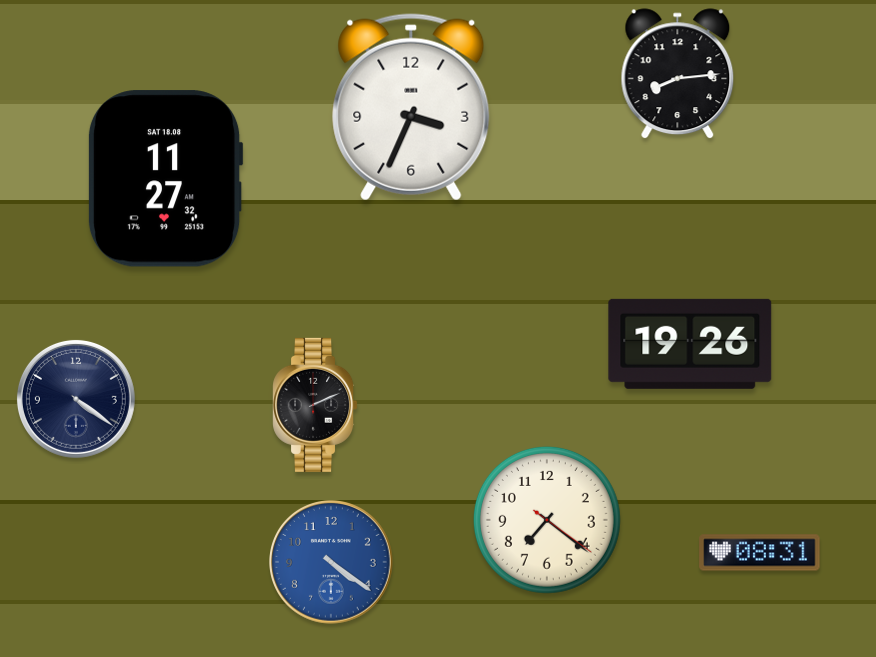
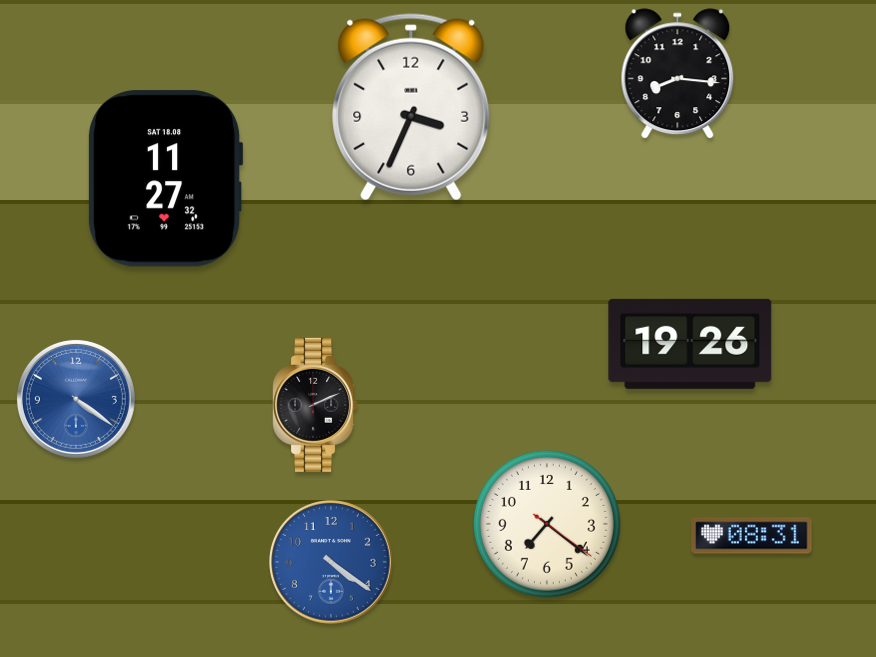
clock at (678, 74): 8:14 -> 8:16
clock at (76, 399) dial: navy -> blue
clock at (547, 520) position: (547, 520) -> (547, 524)
clock at (760, 553) position: (760, 553) -> (752, 536)
